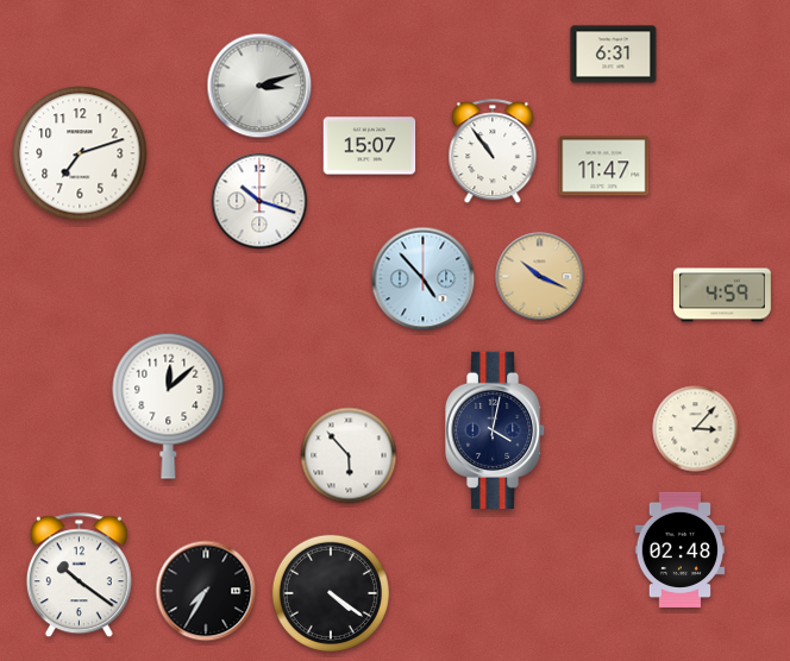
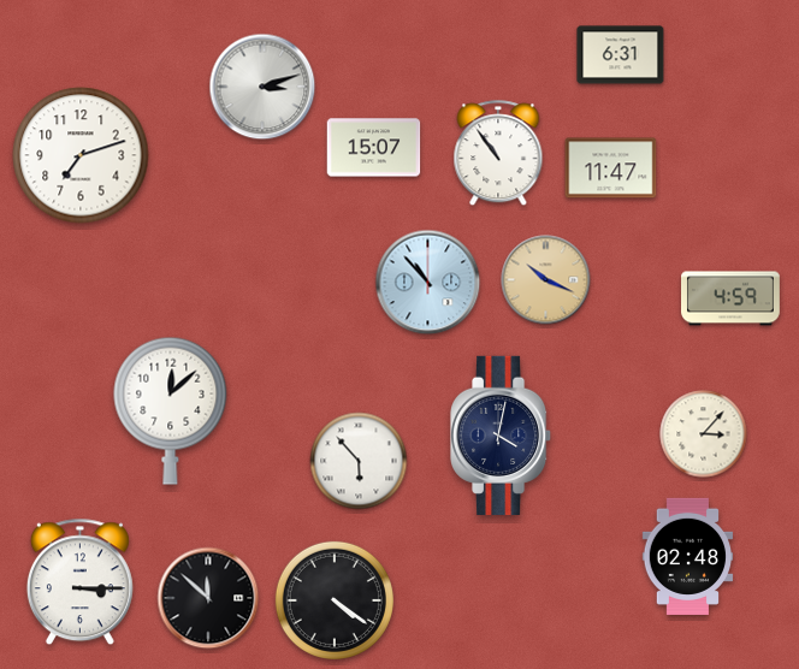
clock at (259, 201): 10:18 -> none
clock at (424, 279): 4:53 -> 10:53
clock at (349, 455) position: (349, 455) -> (359, 461)
clock at (79, 575): 10:21 -> 3:15
clock at (206, 591): 7:35 -> 11:52
